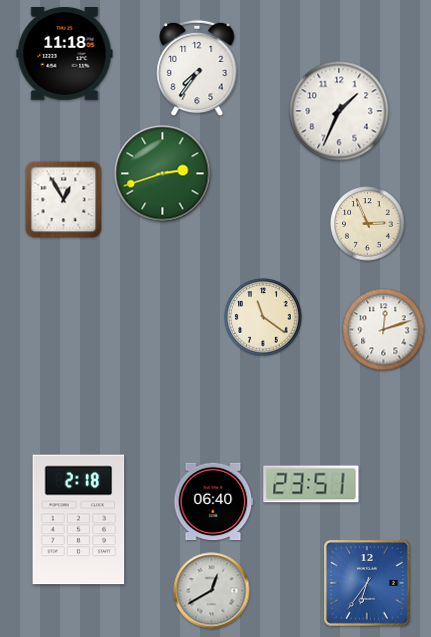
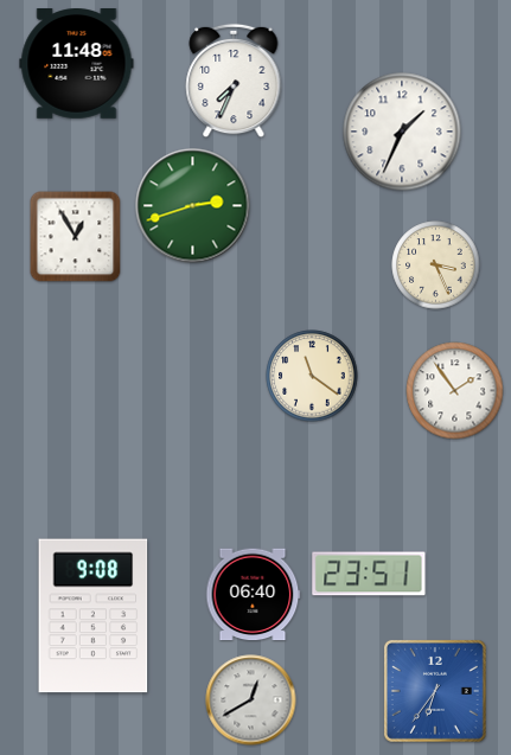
clock at (65, 54): 11:18 -> 11:48
clock at (197, 68): 7:36 -> 7:34
clock at (368, 224): 2:56 -> 3:26
clock at (384, 330): 12:12 -> 1:54
clock at (79, 520): 2:18 -> 9:08
